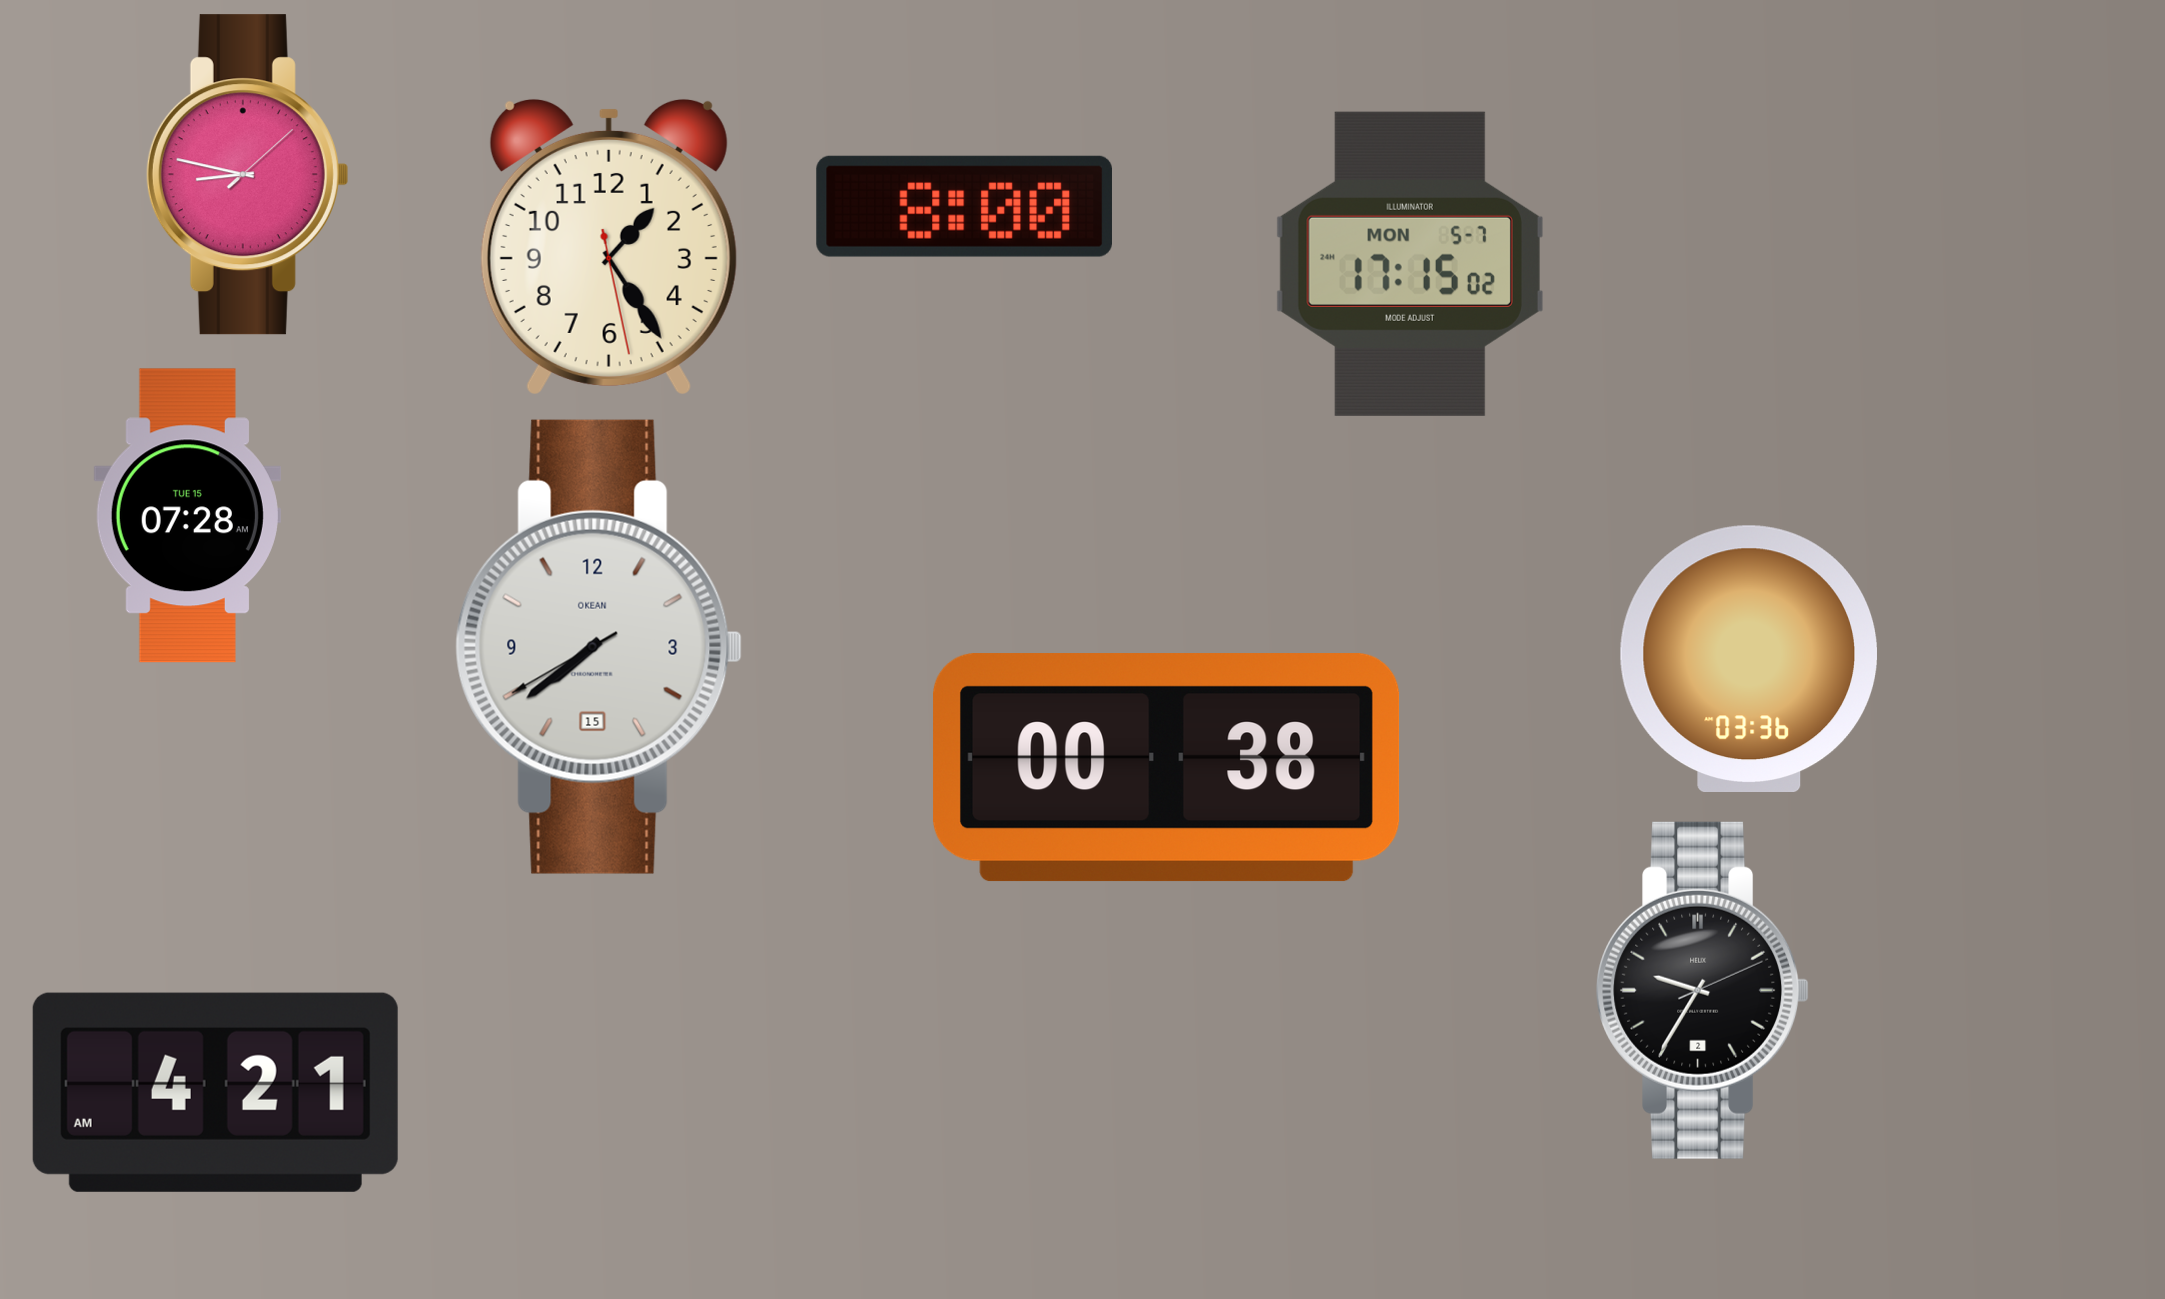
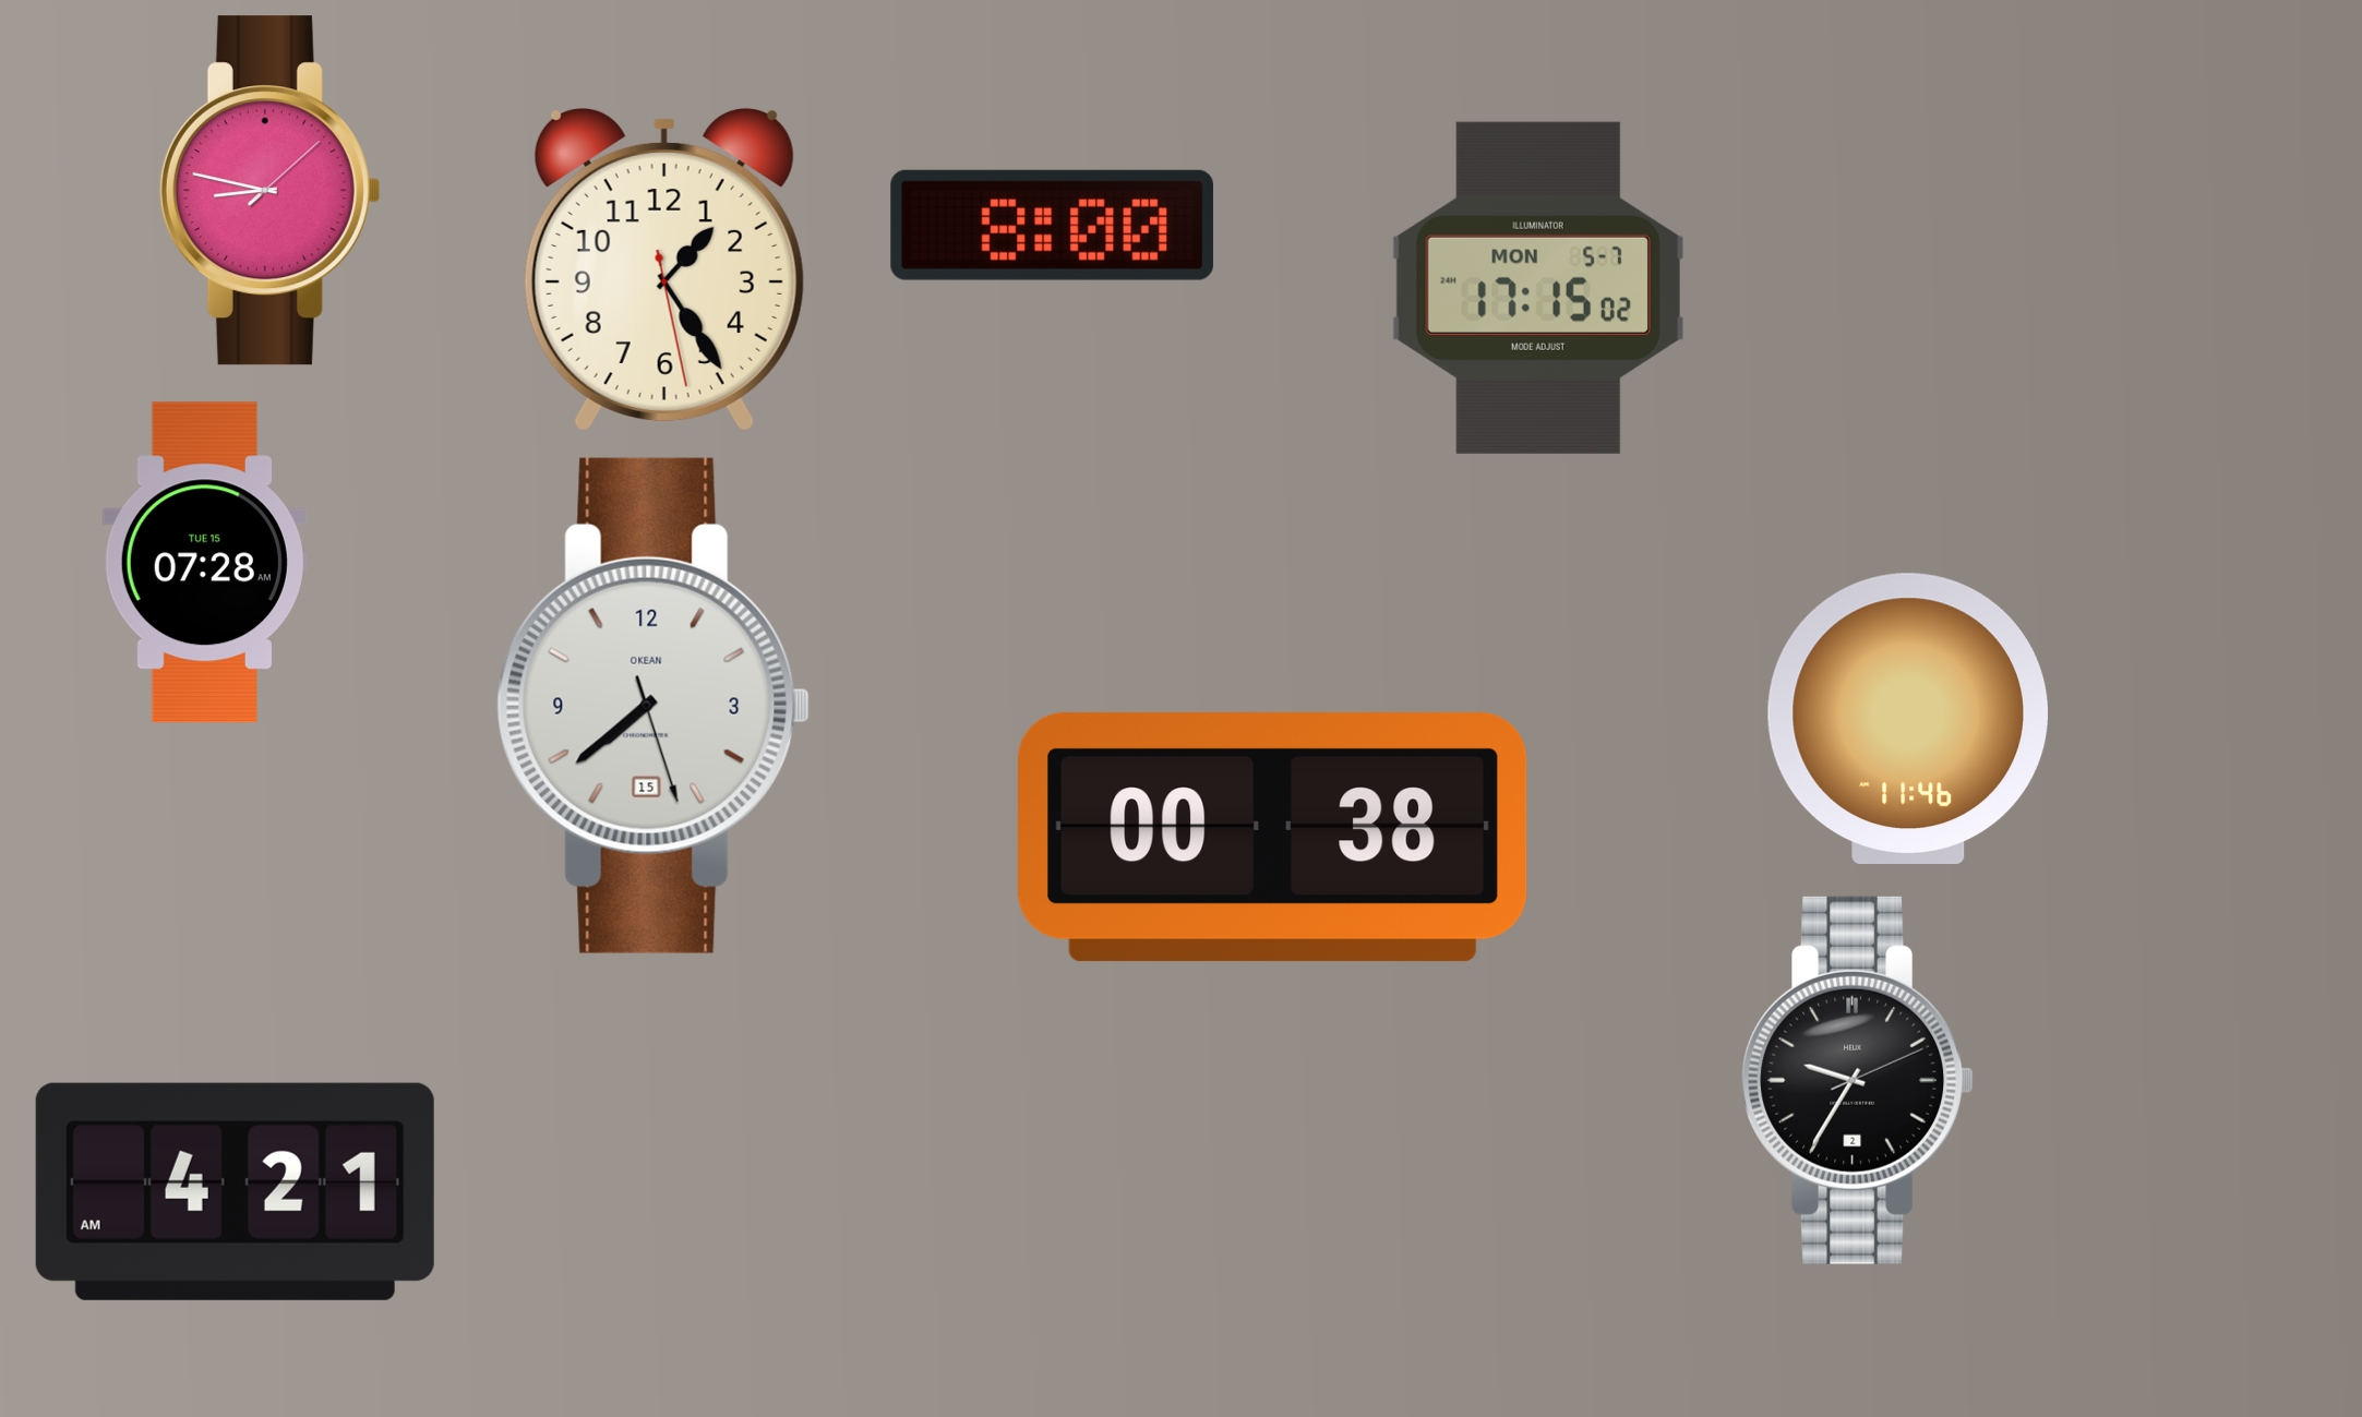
clock at (599, 647): 7:38:40 -> 7:38:27
clock at (1749, 658): 03:36 -> 11:46
